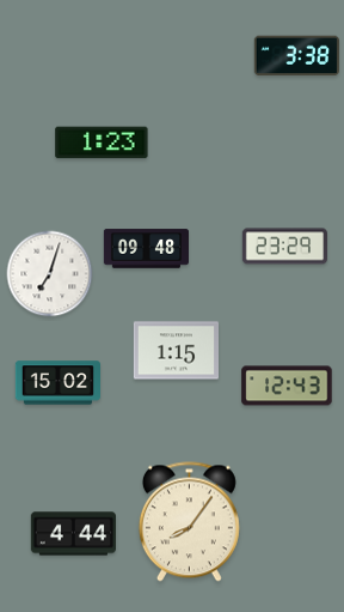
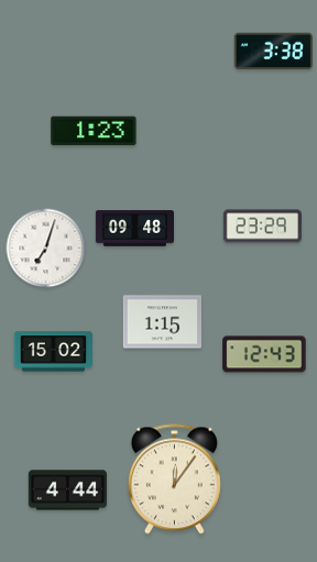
clock at (50, 274) position: (50, 274) -> (46, 249)
clock at (189, 522): 8:06 -> 12:06
